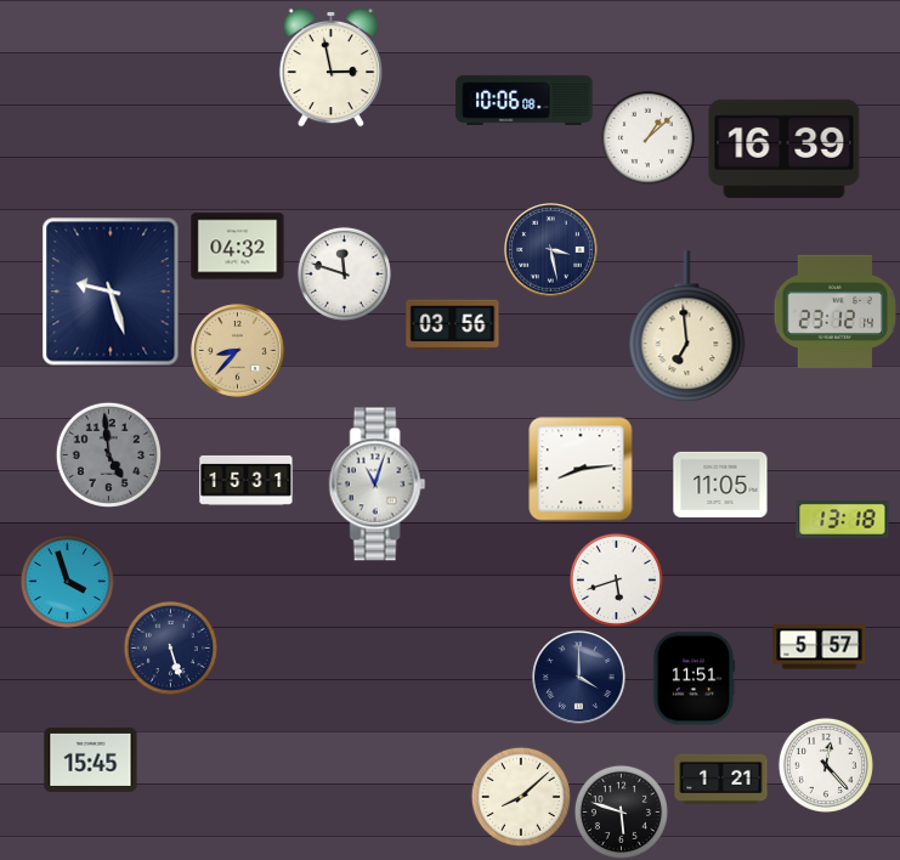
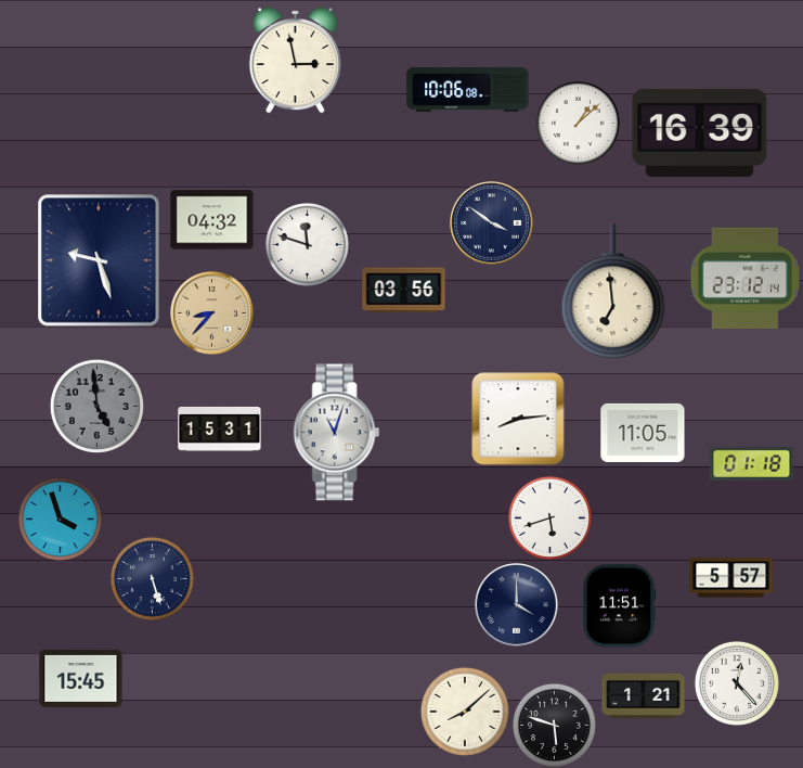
clock at (551, 250): 3:28 -> 3:51
clock at (843, 520): 13:18 -> 01:18
